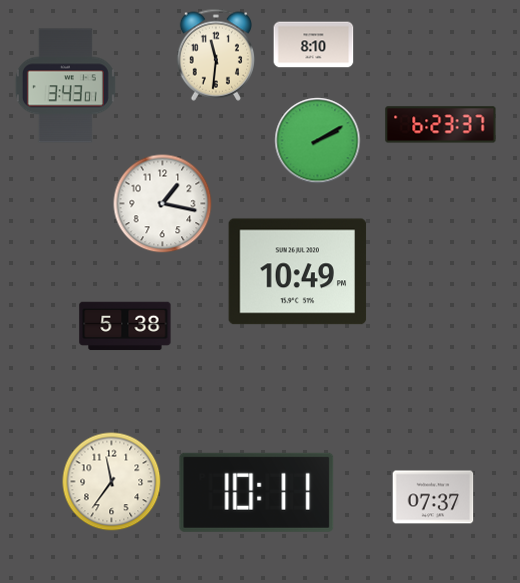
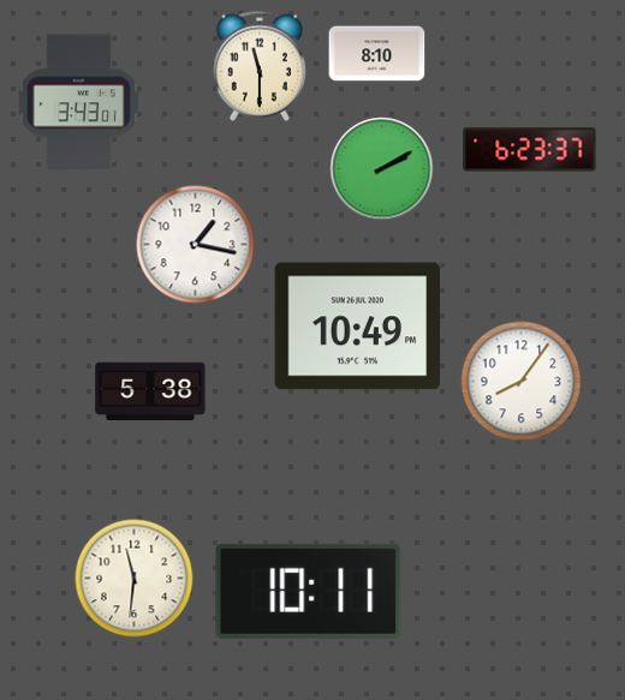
clock at (215, 55): 11:31 -> 11:30
clock at (522, 382): none -> 8:06
clock at (112, 482): 11:36 -> 11:31
clock at (433, 497): 07:37 -> none
